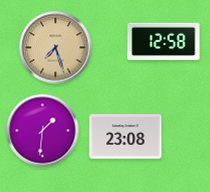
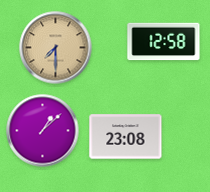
clock at (56, 48): 7:27 -> 7:30
clock at (43, 131): 1:31 -> 1:08
